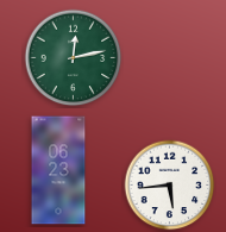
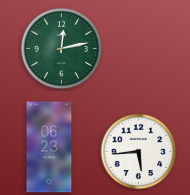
clock at (58, 170) position: (58, 170) -> (49, 147)
clock at (170, 186) position: (170, 186) -> (139, 152)
